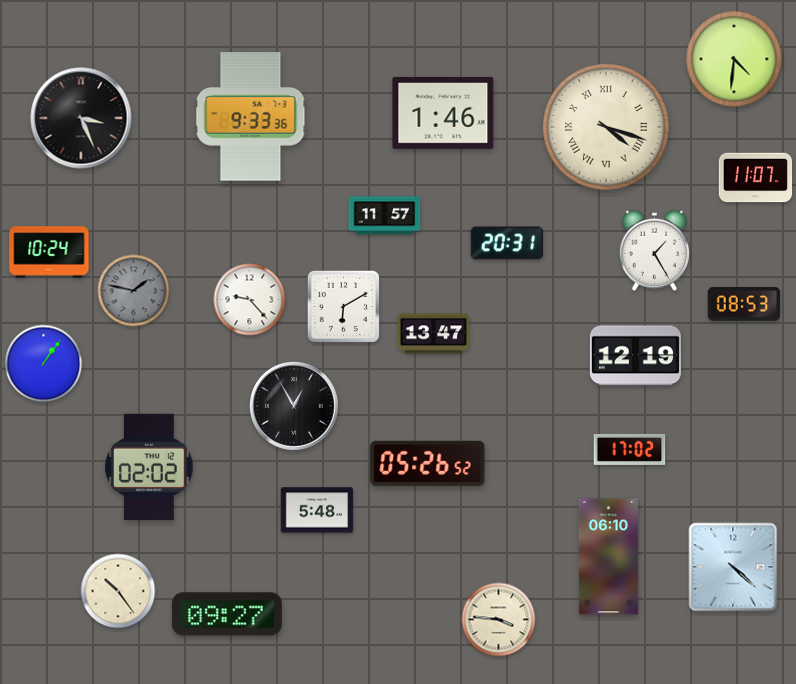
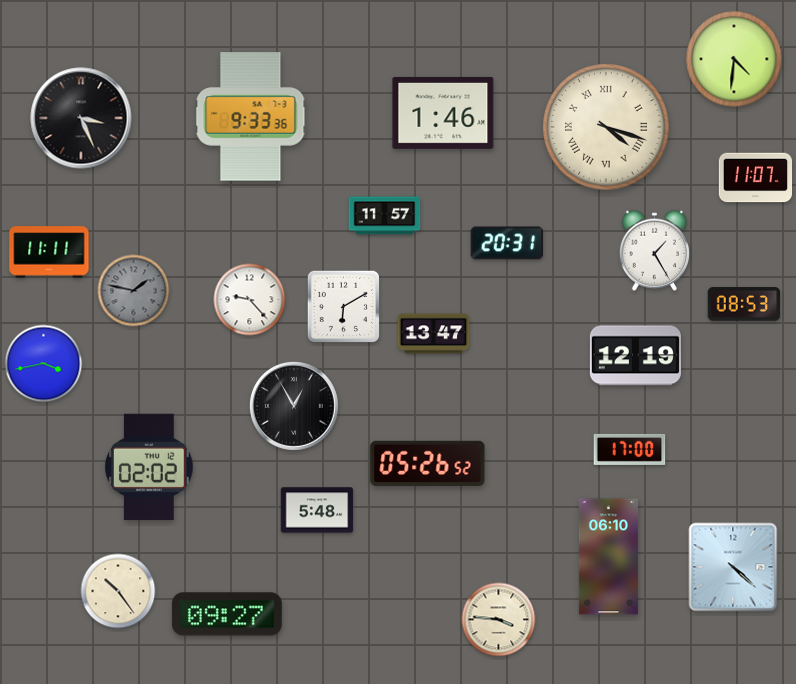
clock at (49, 252): 10:24 -> 11:11
clock at (44, 364): 1:06 -> 3:43
clock at (630, 449): 17:02 -> 17:00
